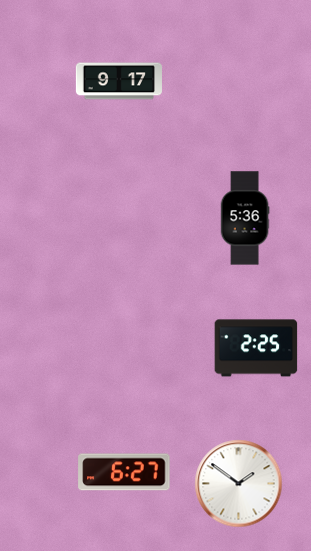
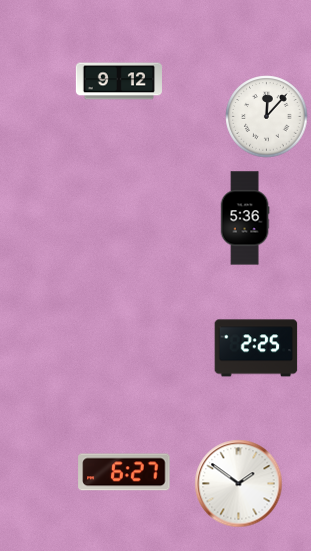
clock at (119, 81): 9:17 -> 9:12
clock at (267, 117): none -> 12:07
